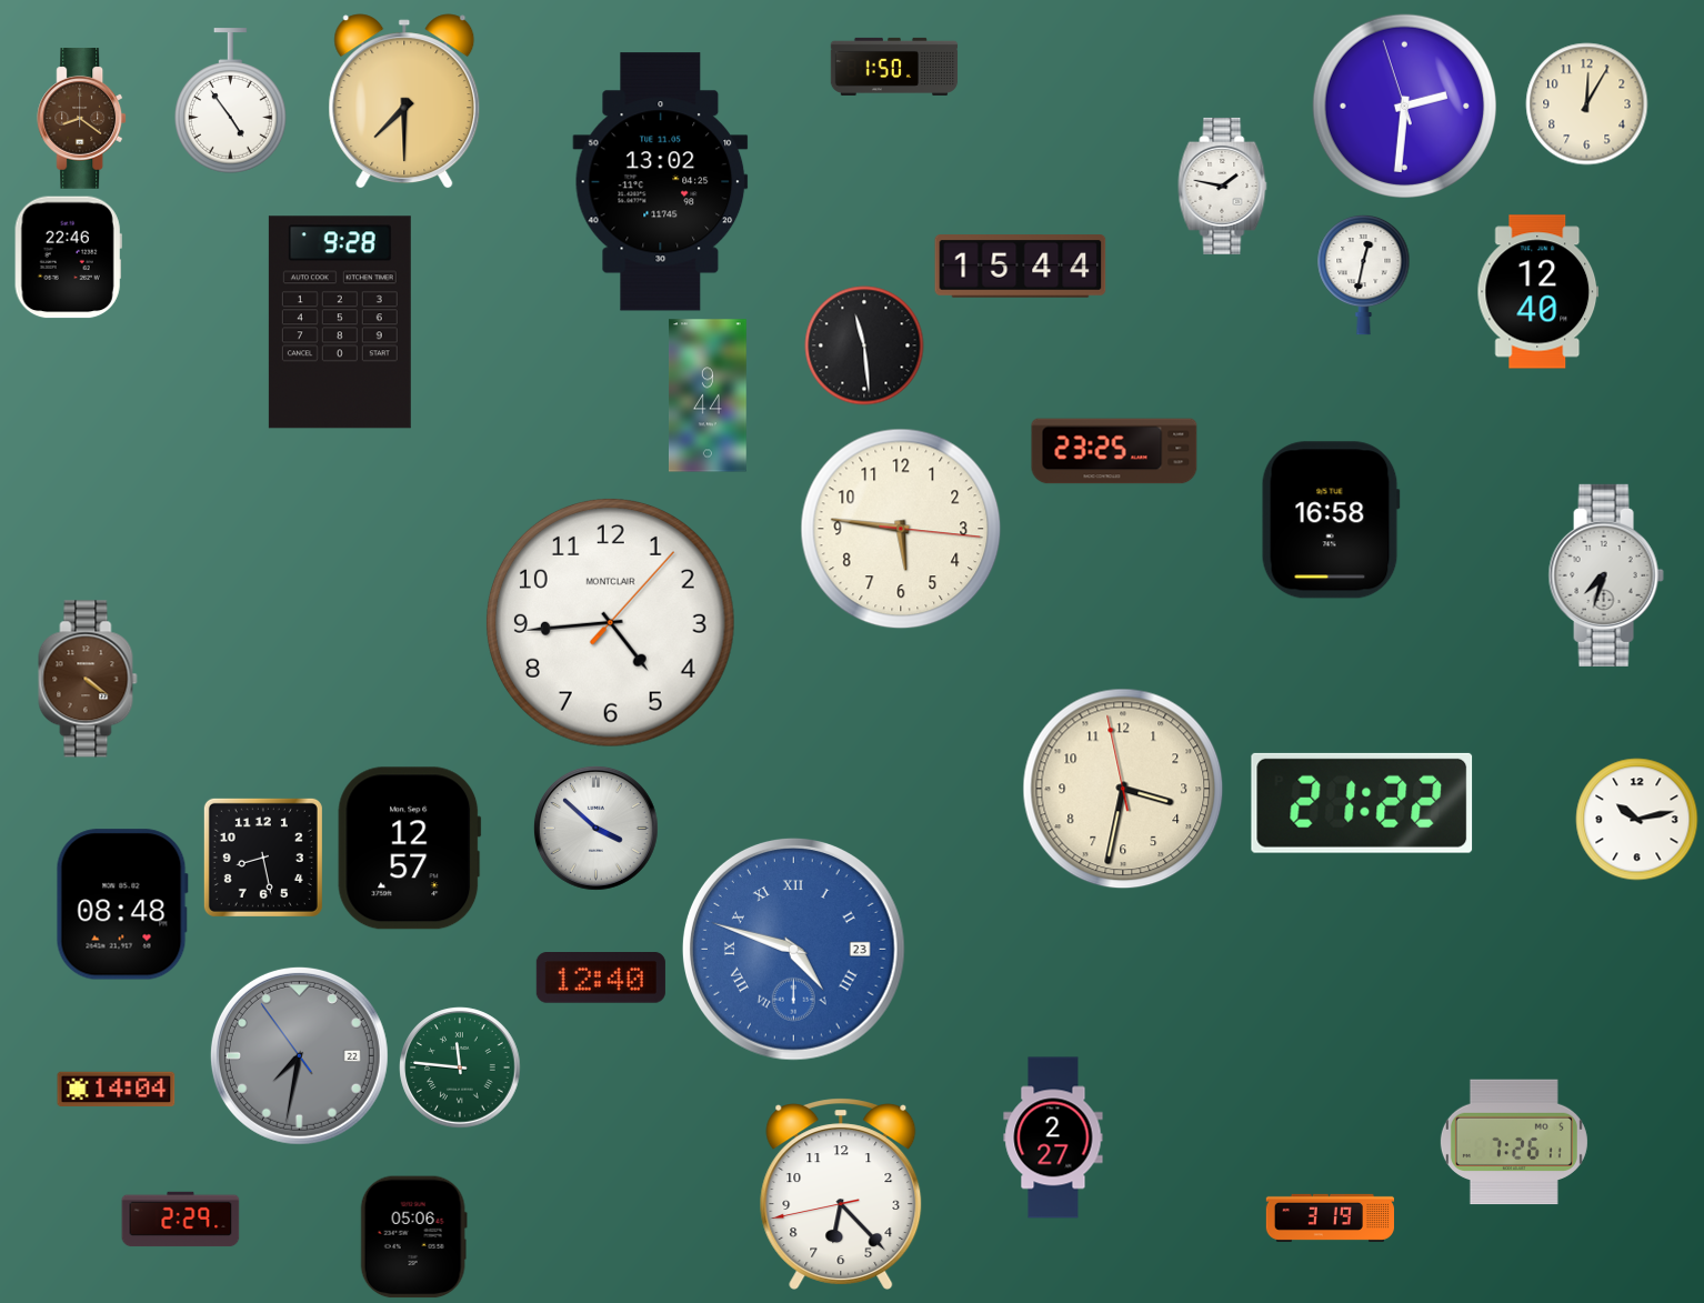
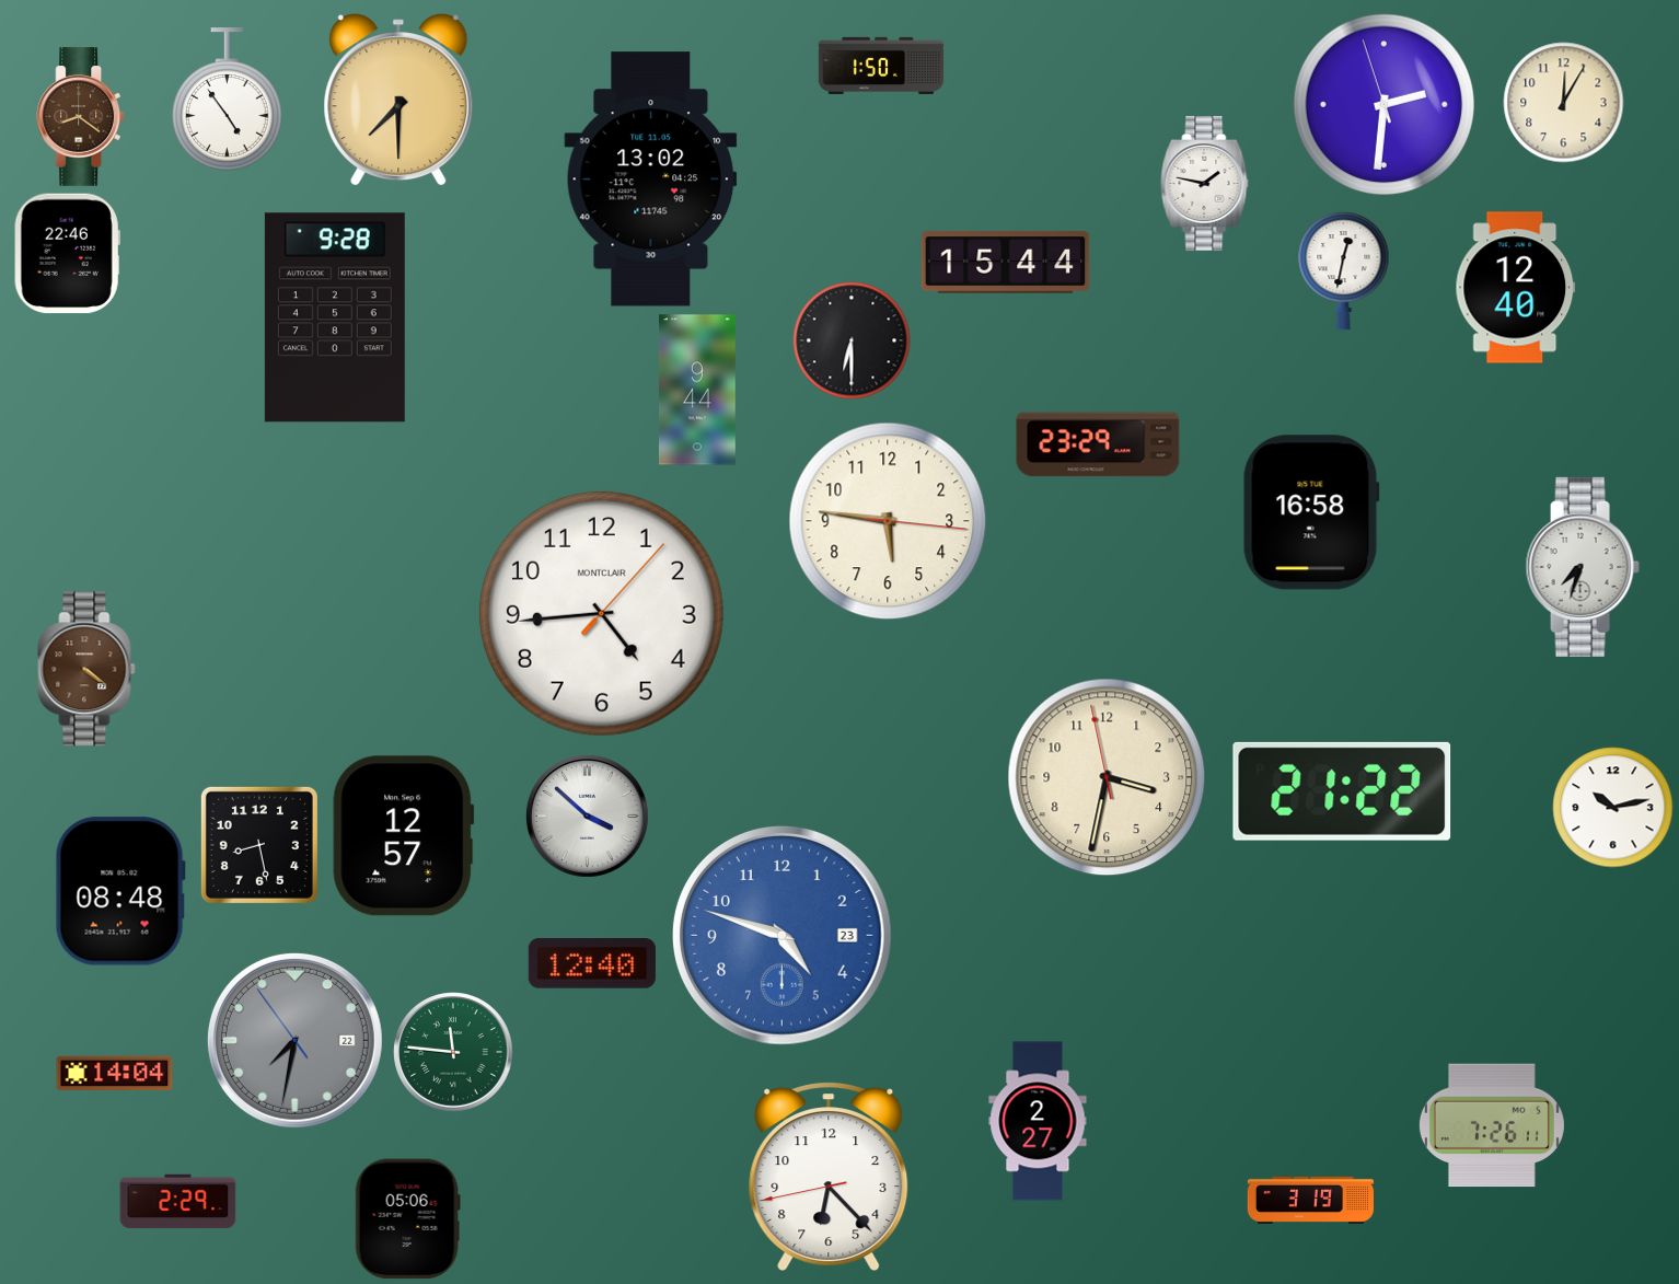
clock at (864, 345): 11:29 -> 6:30
clock at (1114, 451): 23:25 -> 23:29
clock at (794, 950) numerals: Roman -> Arabic
